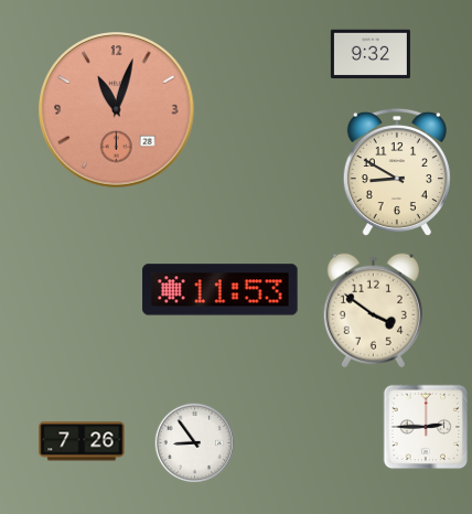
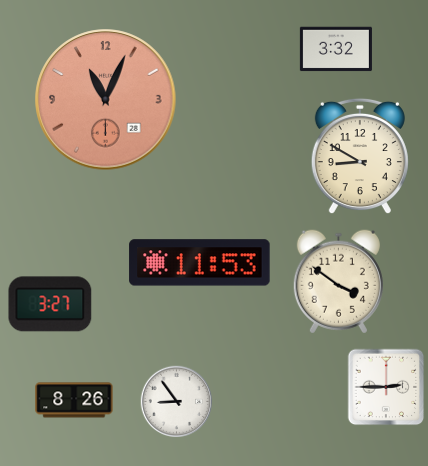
clock at (371, 54): 9:32 -> 3:32
clock at (117, 110): 11:03 -> 11:04
clock at (50, 304): none -> 3:27
clock at (82, 441): 7:26 -> 8:26
